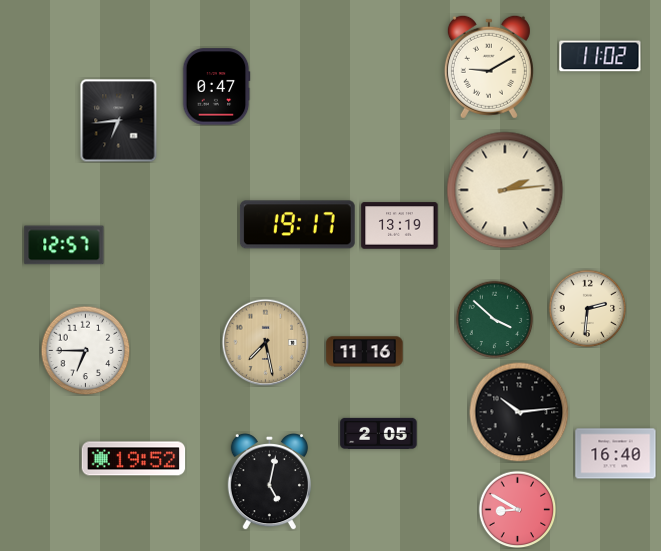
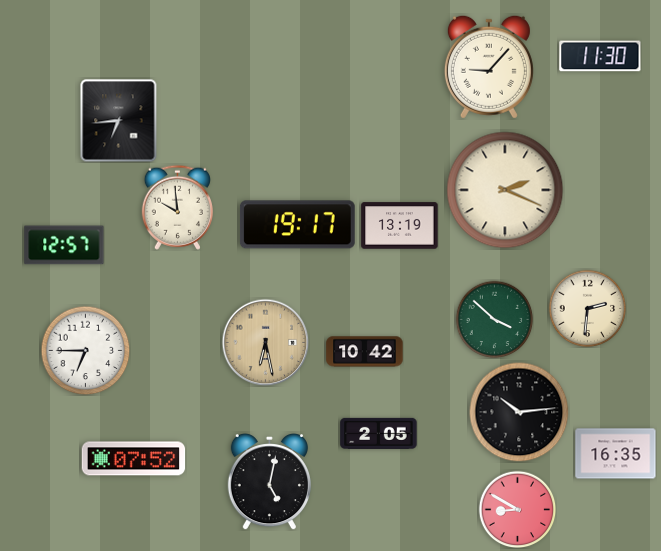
clock at (600, 56): 11:02 -> 11:30
clock at (489, 67): 9:10 -> 9:07
clock at (216, 87): 0:47 -> none
clock at (505, 190): 2:14 -> 2:19
clock at (177, 207): none -> 9:59
clock at (265, 342): 7:28 -> 6:28
clock at (365, 352): 11:16 -> 10:42
clock at (616, 454): 16:40 -> 16:35
clock at (134, 459): 19:52 -> 07:52
